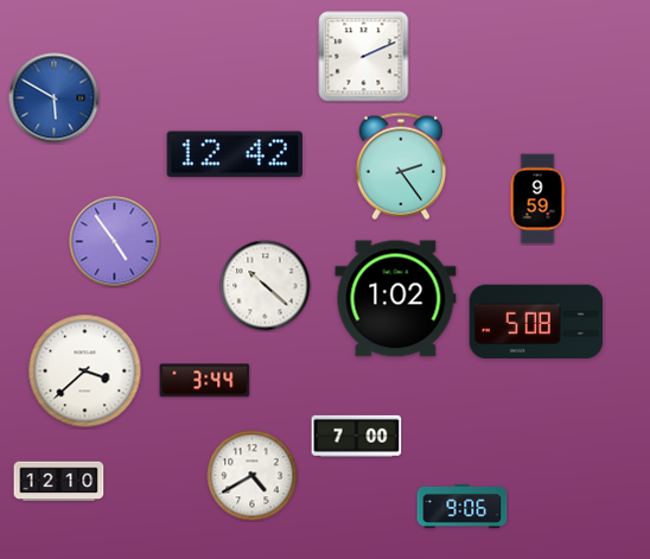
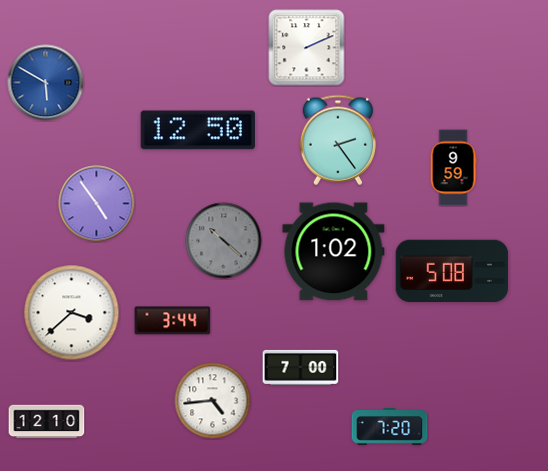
clock at (235, 154): 12:42 -> 12:50
clock at (266, 286) dial: white -> grey
clock at (253, 476): 4:40 -> 4:44
clock at (59, 482) position: (59, 482) -> (47, 422)
clock at (463, 507): 9:06 -> 7:20
